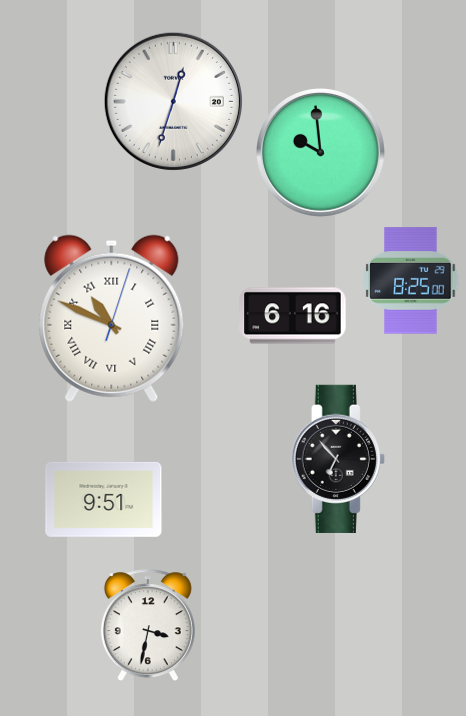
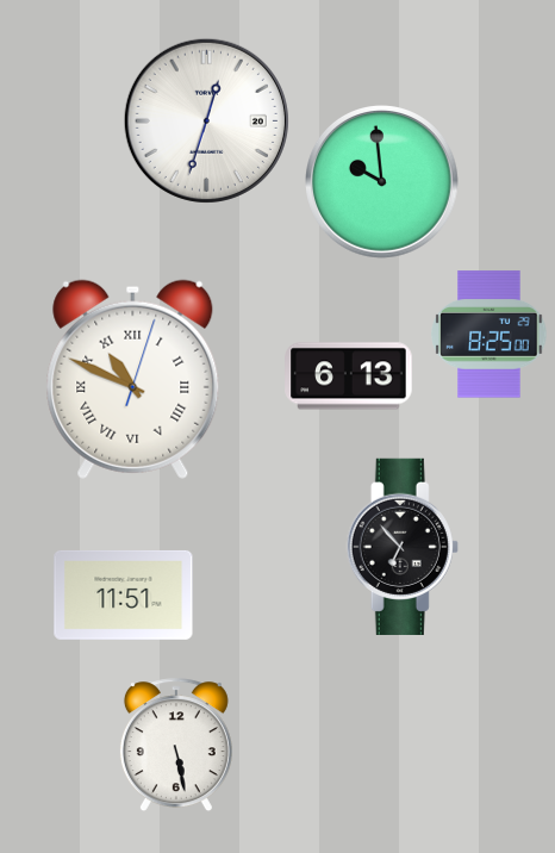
clock at (293, 316): 6:16 -> 6:13
clock at (104, 499): 9:51 -> 11:51
clock at (148, 625): 3:32 -> 5:28
